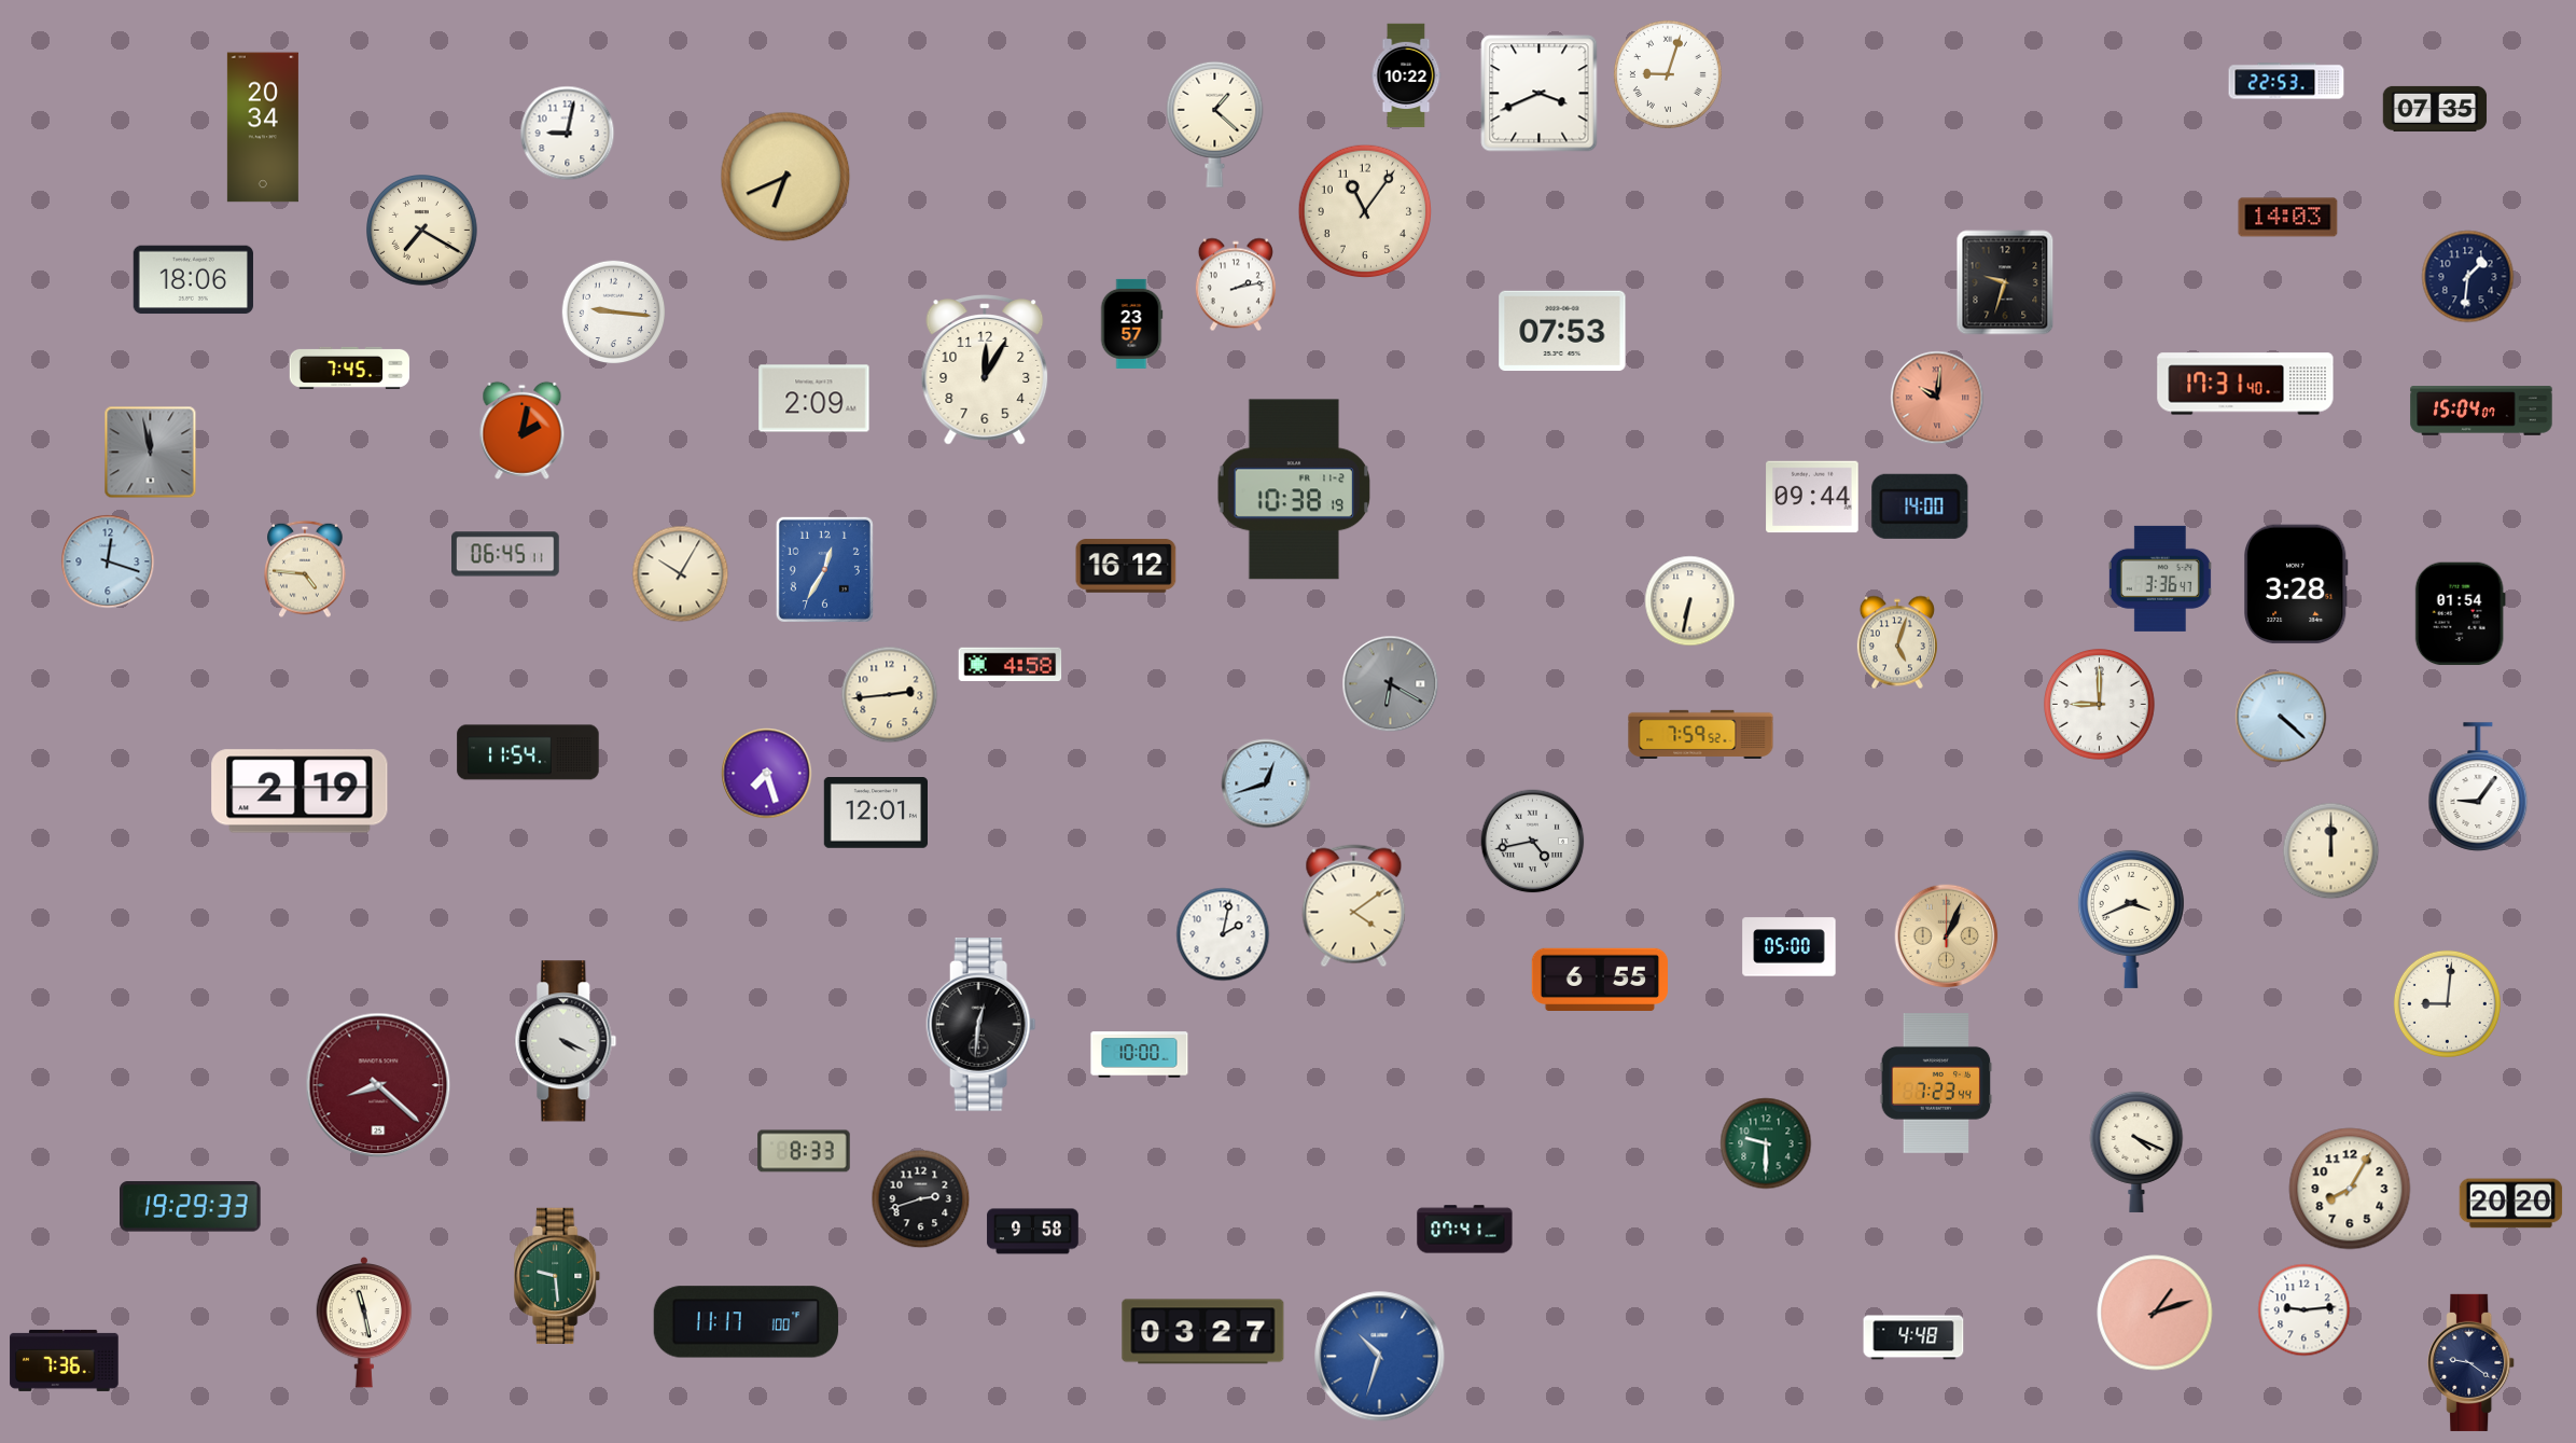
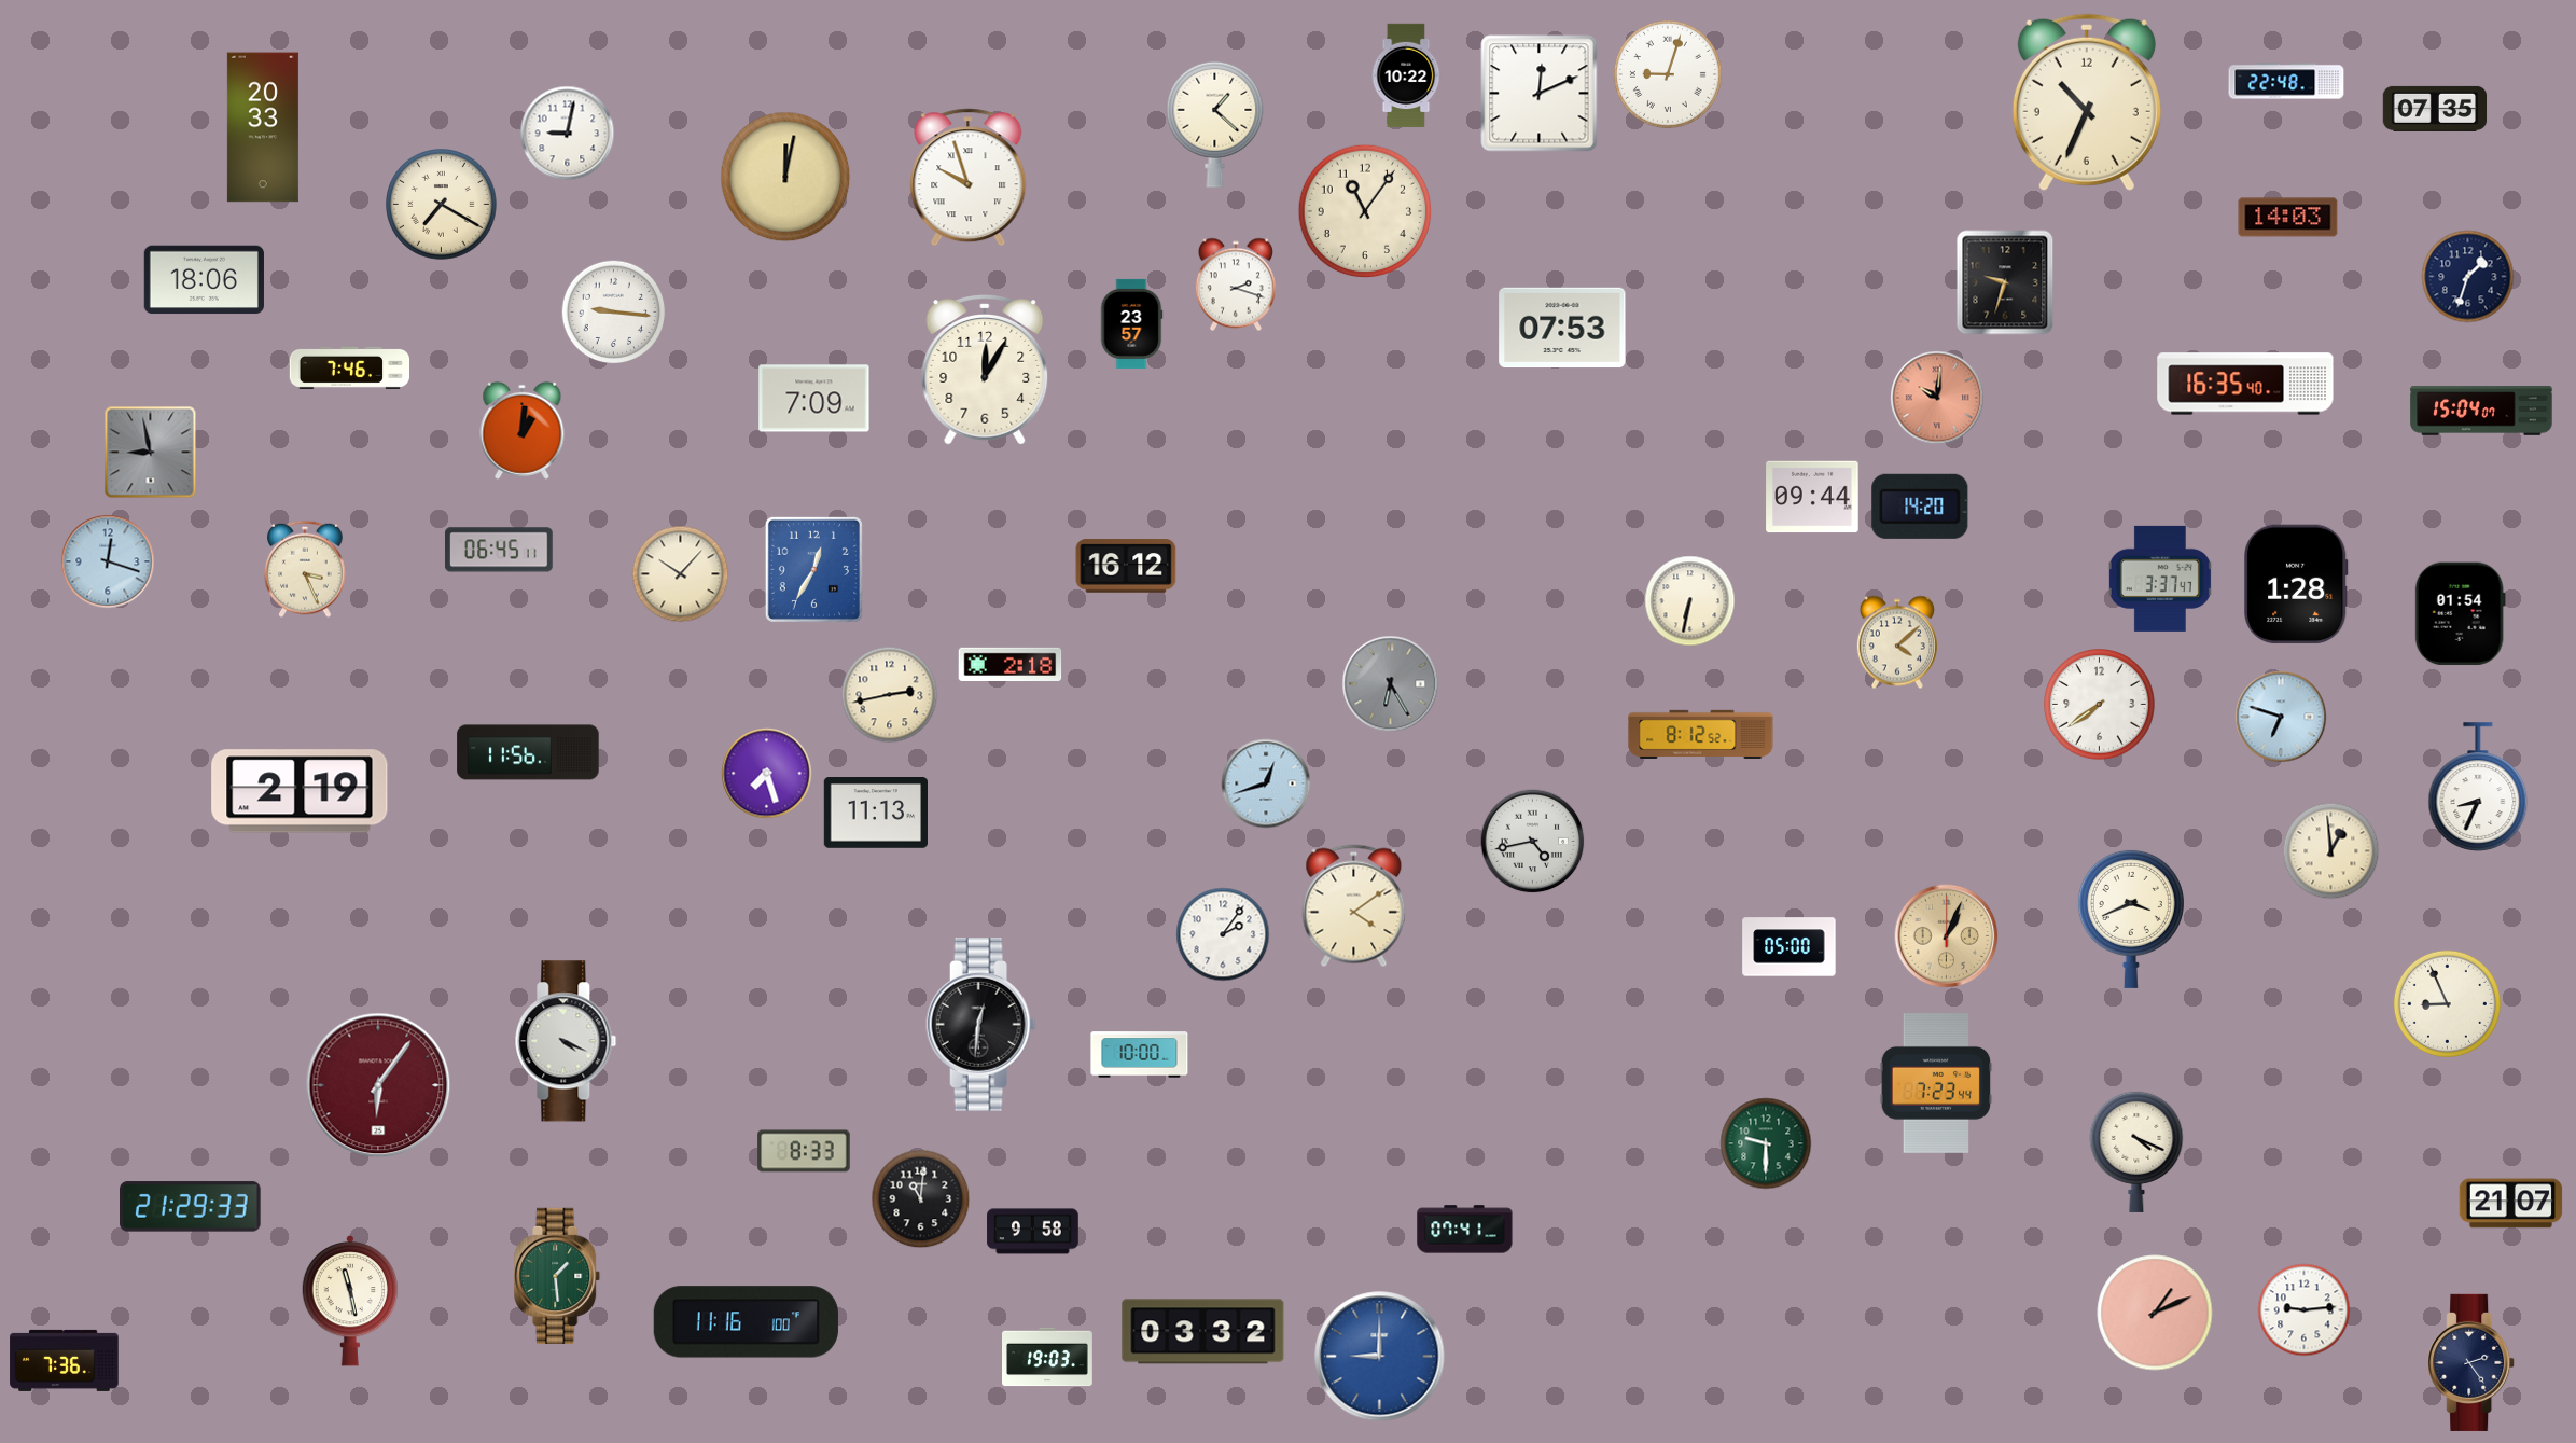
clock at (2286, 81): 22:53 -> 22:48
clock at (1540, 94): 3:41 -> 12:11
clock at (2087, 102): none -> 10:34
clock at (263, 127): 20:34 -> 20:33
clock at (785, 177): 6:41 -> 12:02
clock at (969, 178): none -> 9:57
clock at (422, 231) position: (422, 231) -> (442, 205)
clock at (2468, 277): 1:31 -> 1:33
clock at (193, 280) position: (193, 280) -> (204, 280)
clock at (1236, 285): 2:13 -> 2:18
clock at (1562, 331) position: (1562, 331) -> (1562, 328)
clock at (350, 367): 7:45 -> 7:46
clock at (2245, 384): 17:31 -> 16:35
clock at (814, 399): 2:09 -> 7:09
clock at (523, 430): 2:02 -> 1:01
clock at (151, 453): 11:58 -> 8:58
clock at (1294, 489): 10:38 -> none
clock at (1920, 507): 14:00 -> 14:20
clock at (506, 554) position: (506, 554) -> (500, 550)
clock at (305, 569): 4:46 -> 3:26
clock at (824, 569) position: (824, 569) -> (813, 569)
clock at (681, 574): 10:05 -> 10:07
clock at (2160, 579): 3:36 -> 3:37
clock at (2296, 584): 3:28 -> 1:28
clock at (1897, 642): 5:03 -> 4:08
clock at (1011, 664): 4:58 -> 2:18
clock at (1391, 684): 6:20 -> 6:25
clock at (890, 695): 2:44 -> 2:43
clock at (2100, 705): 9:00 -> 7:39
clock at (2281, 717): 4:22 -> 6:48
clock at (1701, 734): 7:59 -> 8:12
clock at (528, 752): 11:54 -> 11:56
clock at (2478, 787): 9:06 -> 8:34
clock at (875, 814): 12:01 -> 11:13
clock at (2331, 851): 12:00 -> 12:59
clock at (1223, 934): 2:02 -> 2:06
clock at (1599, 979): 6:55 -> none
clock at (2447, 1003): 9:01 -> 8:56
clock at (378, 1085): 8:22 -> 6:06
clock at (2350, 1189): 8:05 -> none
clock at (921, 1199): 2:42 -> 11:01
clock at (2511, 1204): 20:20 -> 21:07
clock at (191, 1207): 19:29 -> 21:29
clock at (558, 1275): 9:29 -> 1:29
clock at (2155, 1313): 1:12 -> 1:11
clock at (364, 1322) position: (364, 1322) -> (350, 1301)
clock at (746, 1322): 11:17 -> 11:16
clock at (1203, 1332): 03:27 -> 03:32
clock at (1913, 1337): 4:48 -> none
clock at (1048, 1357): none -> 19:03
clock at (1380, 1357): 10:33 -> 9:00
clock at (2471, 1362): 9:21 -> 2:24
